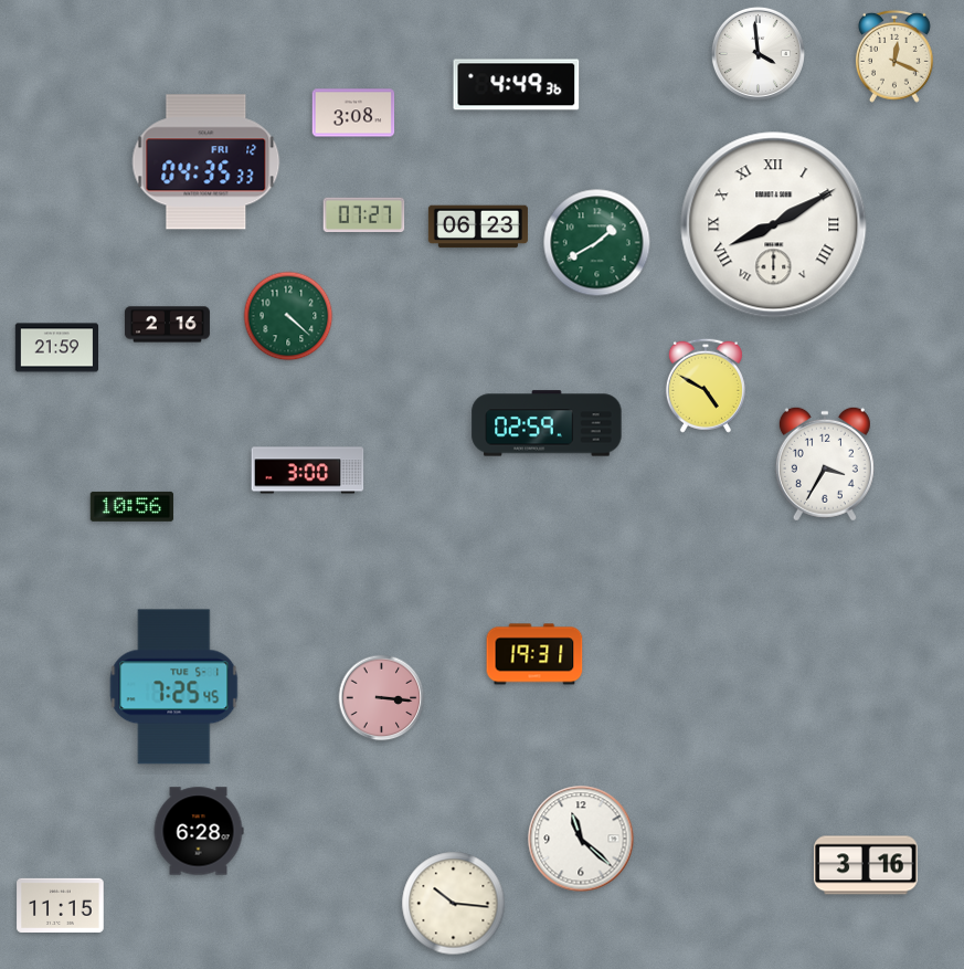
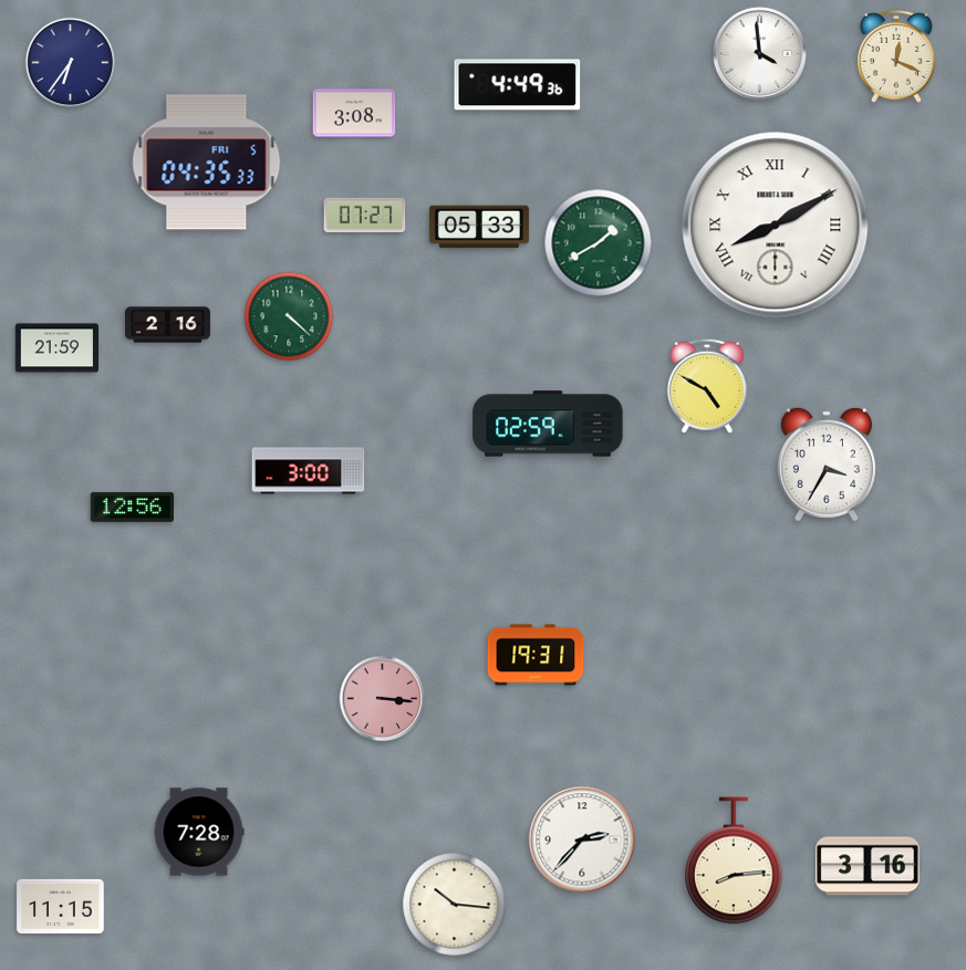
clock at (71, 63): none -> 6:36
clock at (206, 162) date: FRI 12 -> FRI 5
clock at (478, 227): 06:23 -> 05:33
clock at (131, 506): 10:56 -> 12:56
clock at (174, 687): 7:25 -> none
clock at (199, 831): 6:28 -> 7:28
clock at (581, 839): 11:22 -> 2:37
clock at (735, 861): none -> 8:14
